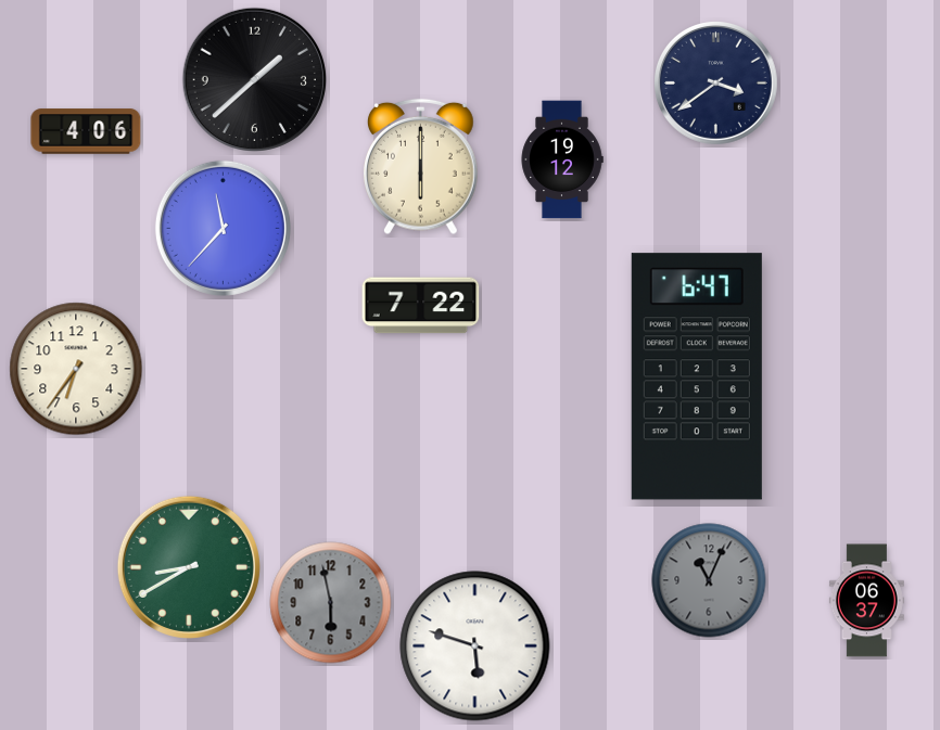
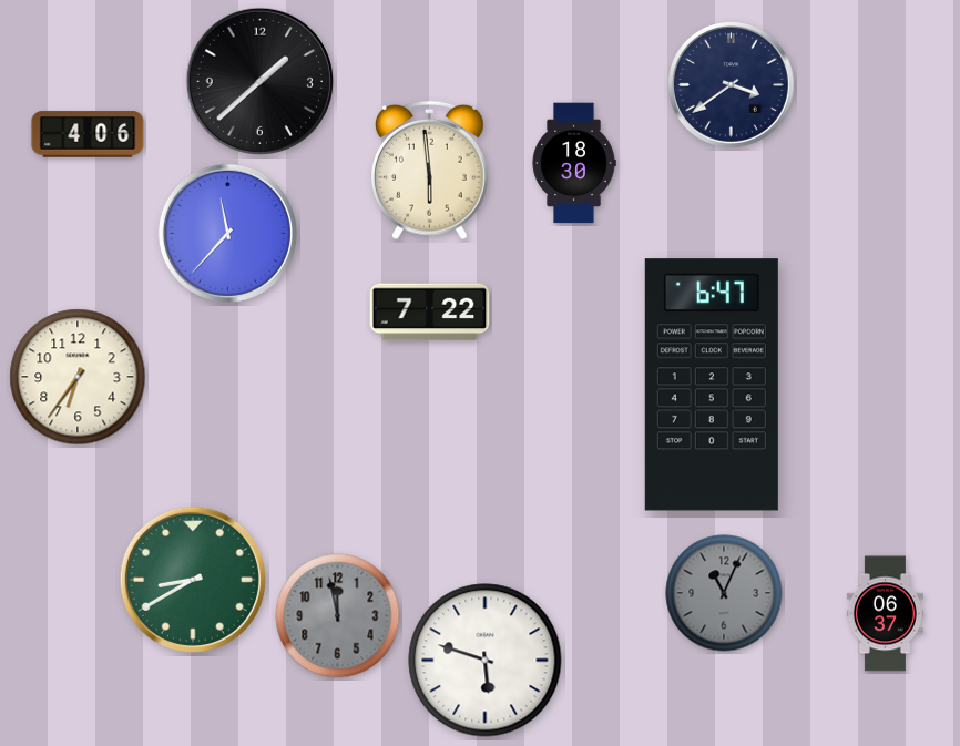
clock at (562, 159): 19:12 -> 18:30
clock at (421, 167): 6:00 -> 5:59
clock at (331, 603): 5:58 -> 11:58
